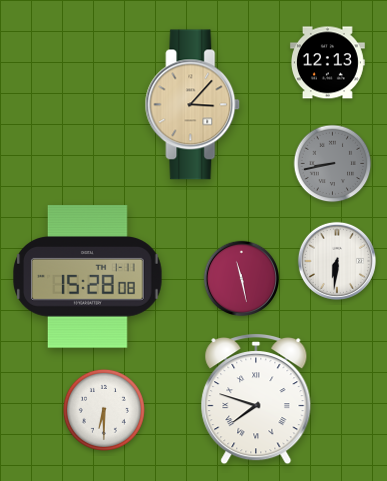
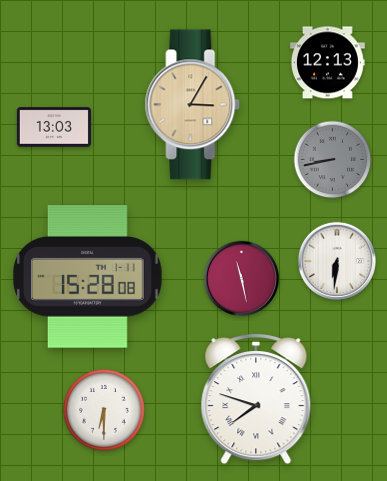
clock at (193, 105): 3:07 -> 3:05
clock at (54, 127): none -> 13:03
clock at (333, 164) position: (333, 164) -> (333, 160)
